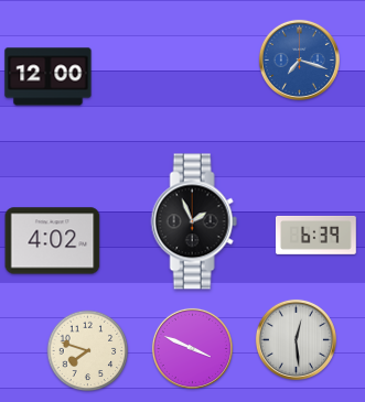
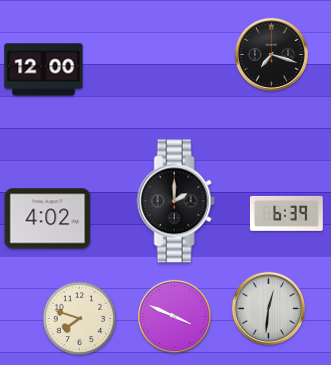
clock at (299, 59) dial: blue -> black
clock at (194, 221): 1:56 -> 2:00
clock at (296, 339): 12:29 -> 12:31
